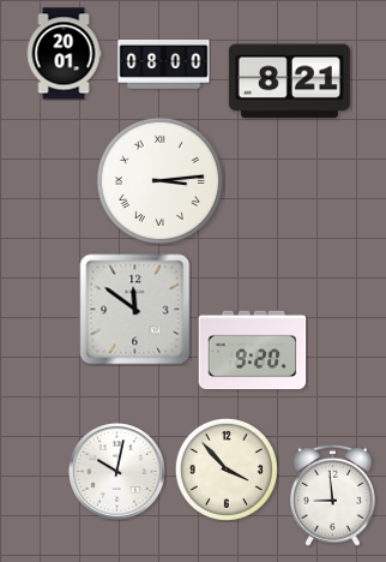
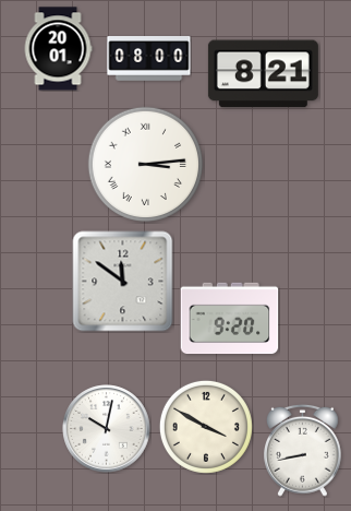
clock at (227, 470): 3:53 -> 3:50
clock at (333, 495): 8:59 -> 8:43
